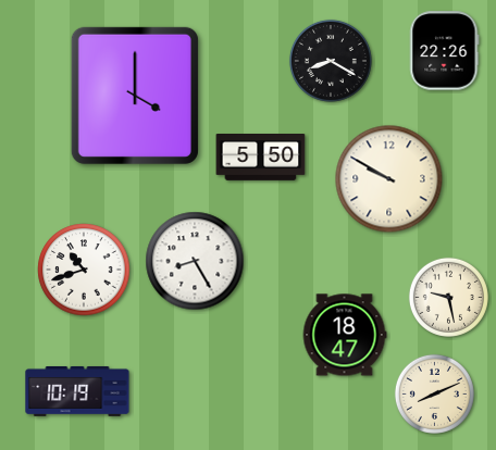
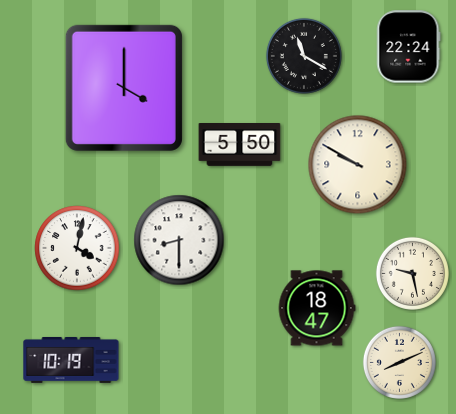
clock at (445, 51): 22:26 -> 22:24
clock at (331, 61): 8:20 -> 11:20
clock at (195, 261): 8:25 -> 8:30
clock at (84, 270): 10:42 -> 4:02
